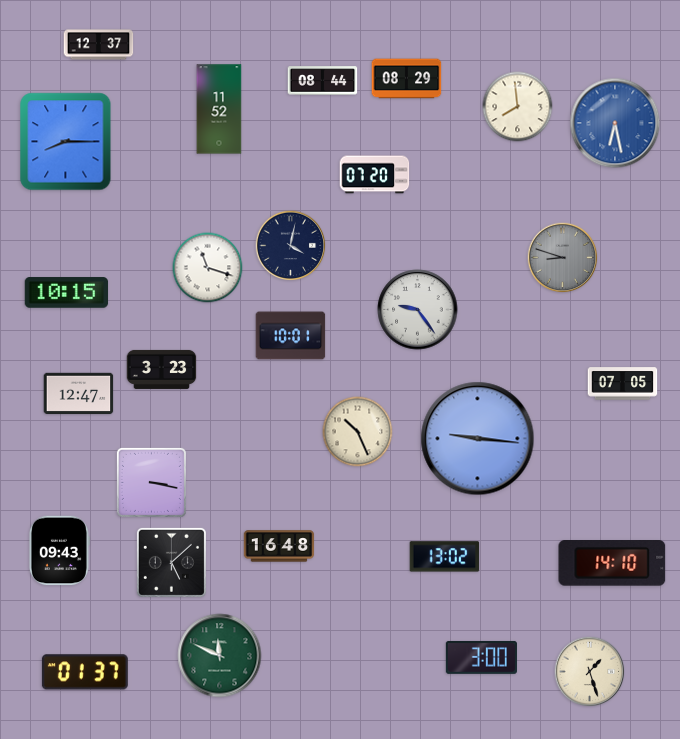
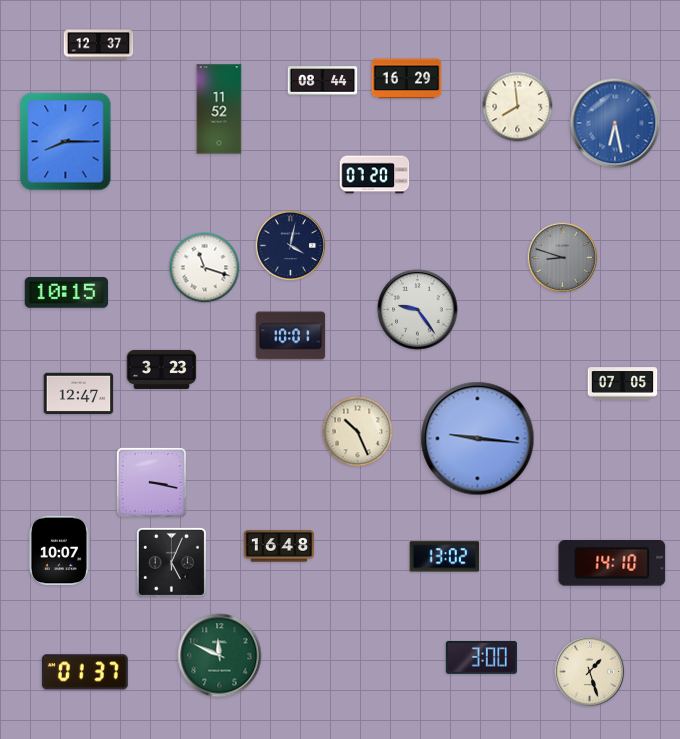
clock at (407, 79): 08:29 -> 16:29
clock at (208, 268) position: (208, 268) -> (205, 268)
clock at (59, 551): 09:43 -> 10:07
clock at (171, 562): 5:08 -> 5:04
